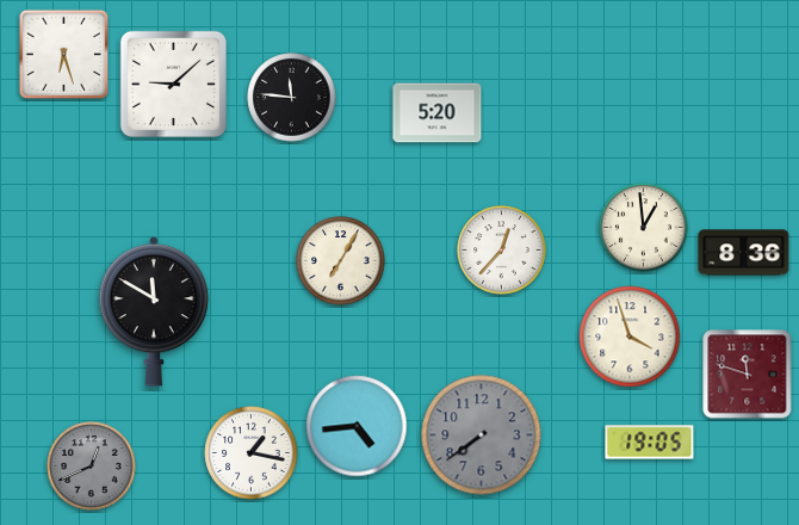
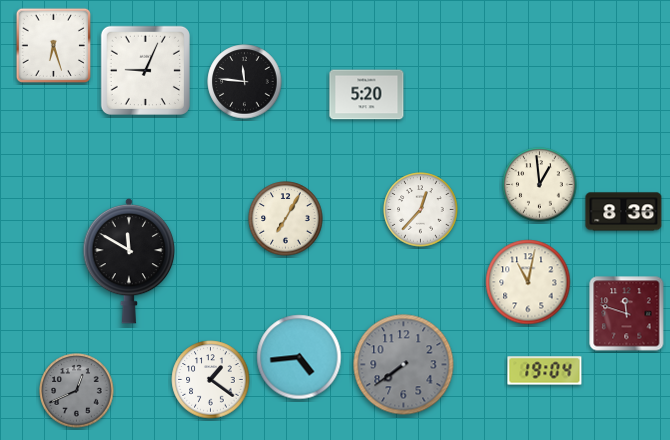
clock at (173, 84): 9:08 -> 9:04
clock at (644, 228) position: (644, 228) -> (540, 185)
clock at (630, 336): 3:57 -> 11:02
clock at (650, 443): 19:05 -> 19:04
clock at (252, 453): 1:17 -> 1:21
